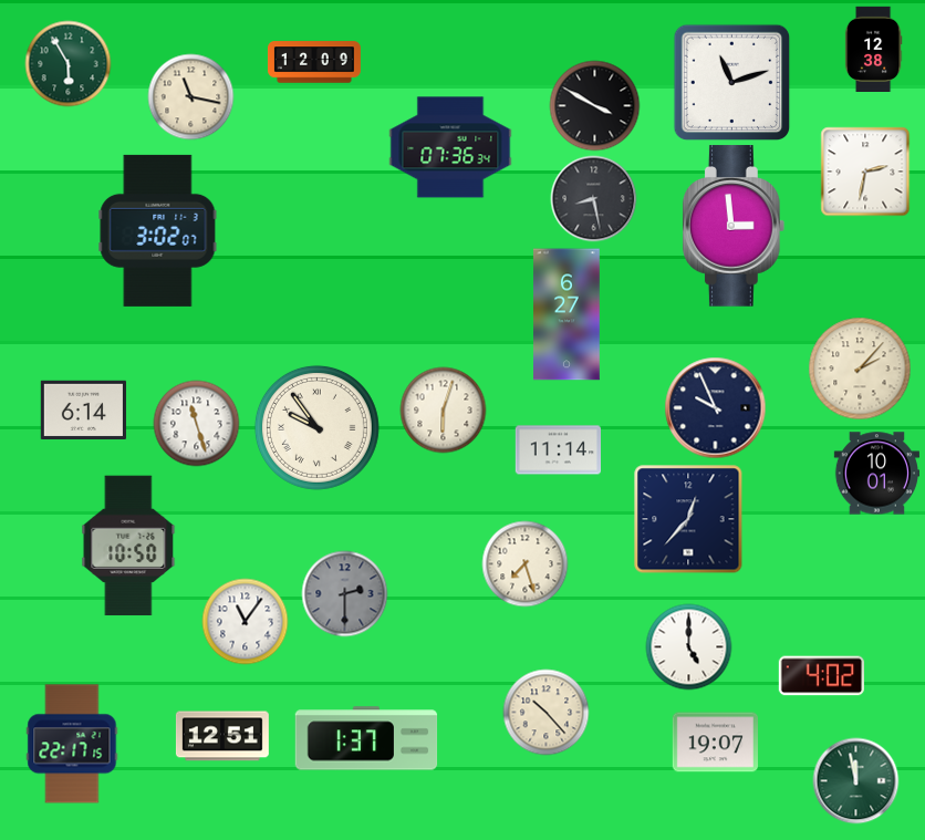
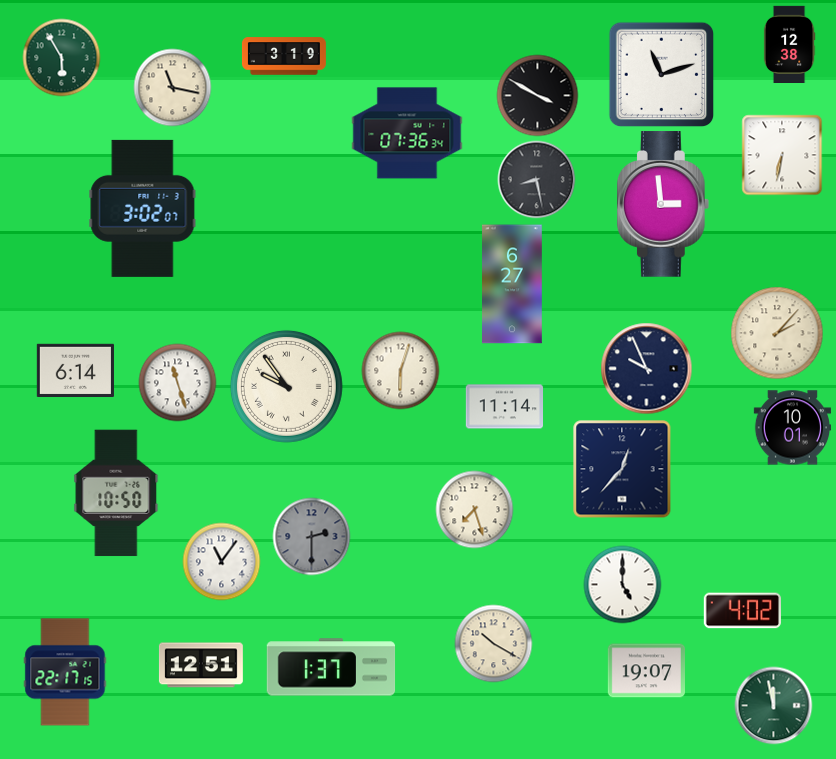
clock at (314, 62): 12:09 -> 3:19
clock at (865, 172): 2:32 -> 6:32
clock at (545, 712): 10:23 -> 10:20
